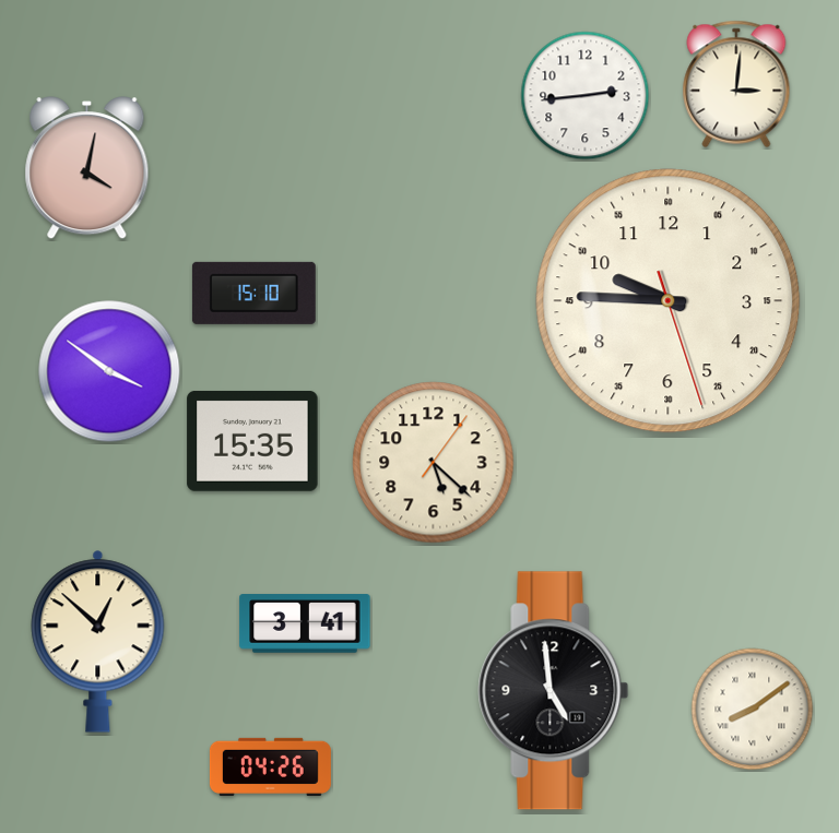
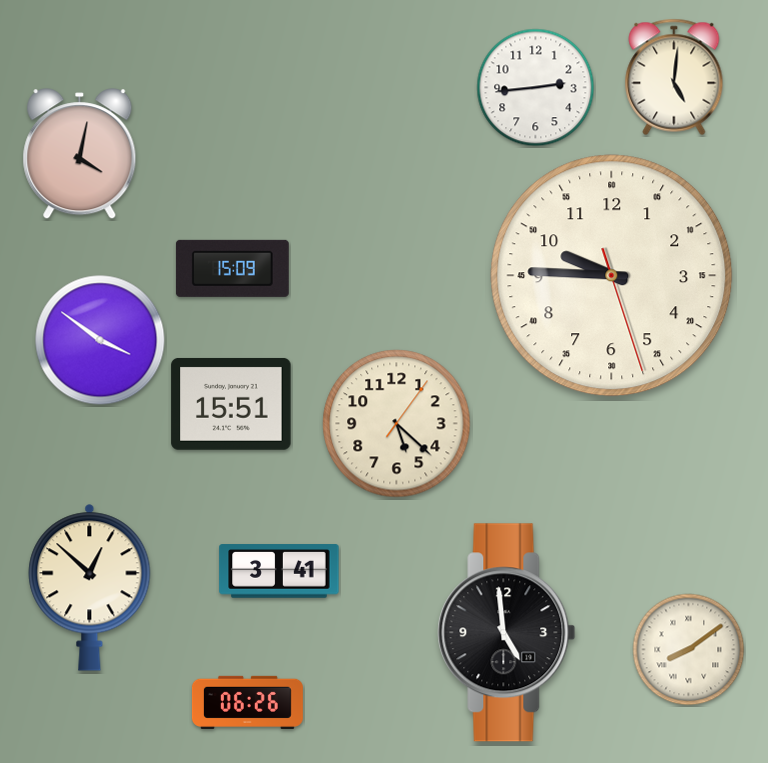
clock at (736, 84): 3:01 -> 5:01
clock at (253, 293): 15:10 -> 15:09
clock at (252, 441): 15:35 -> 15:51
clock at (270, 766): 04:26 -> 06:26
